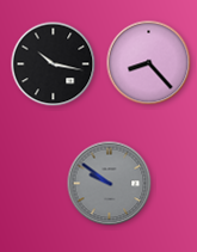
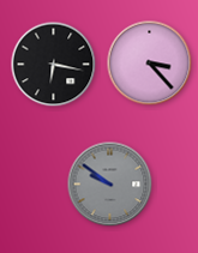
clock at (149, 63): 8:23 -> 3:23
clock at (54, 64): 10:17 -> 6:17
